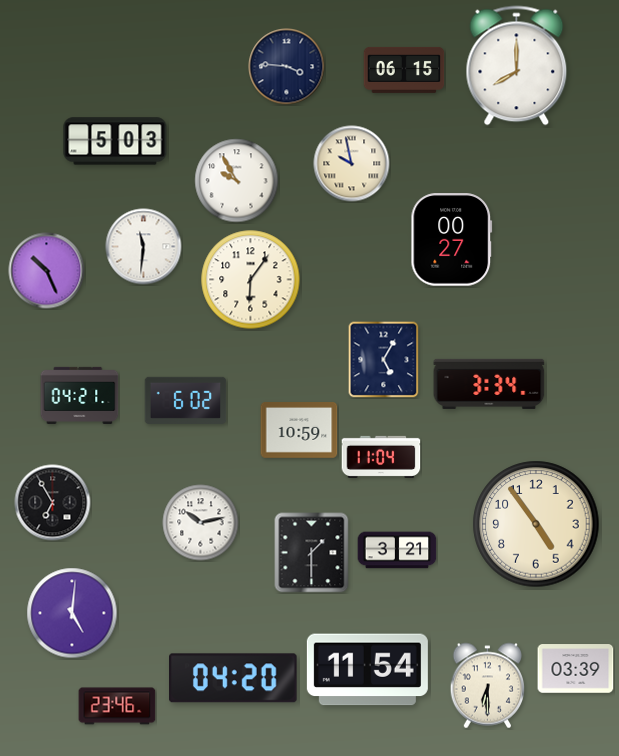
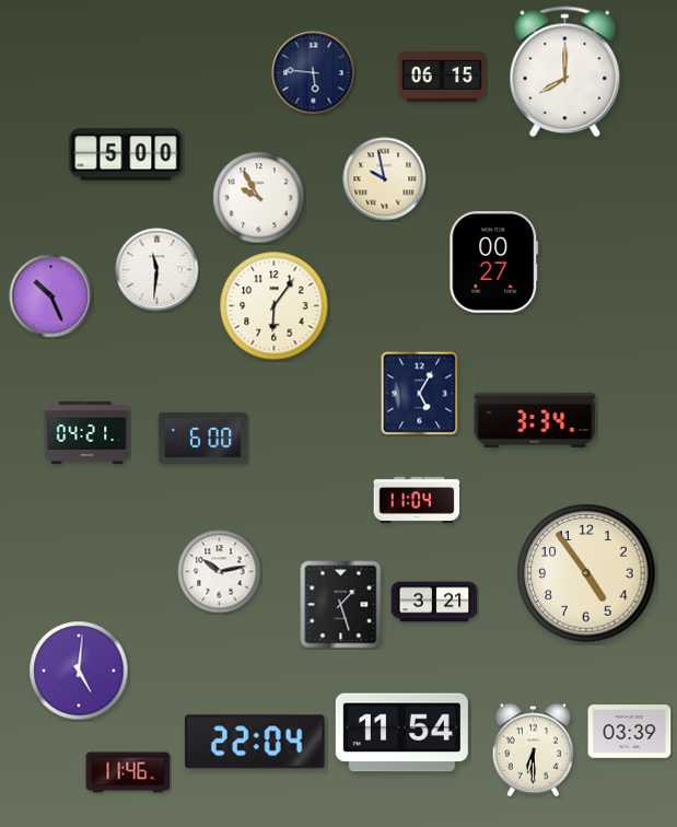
clock at (287, 67): 3:46 -> 5:46
clock at (115, 141): 5:03 -> 5:00
clock at (186, 400): 6:02 -> 6:00
clock at (299, 431): 10:59 -> none
clock at (53, 503): 6:55 -> none
clock at (312, 553): 1:30 -> 1:27
clock at (234, 678): 04:20 -> 22:04
clock at (117, 706): 23:46 -> 11:46
